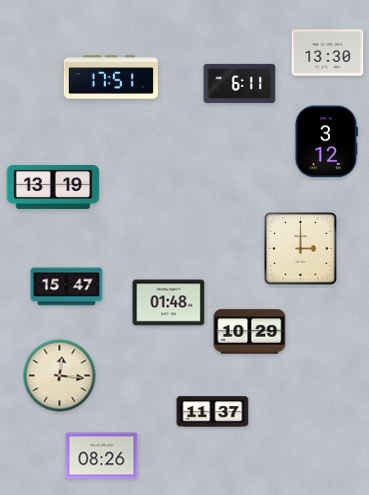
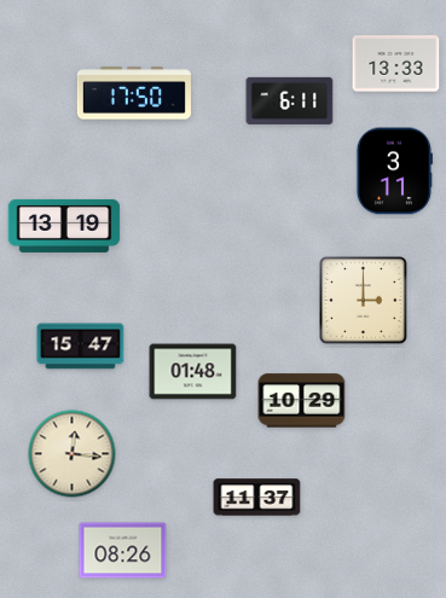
clock at (328, 53): 13:30 -> 13:33
clock at (111, 77): 17:51 -> 17:50
clock at (326, 142): 3:12 -> 3:11
clock at (169, 303) position: (169, 303) -> (193, 372)
